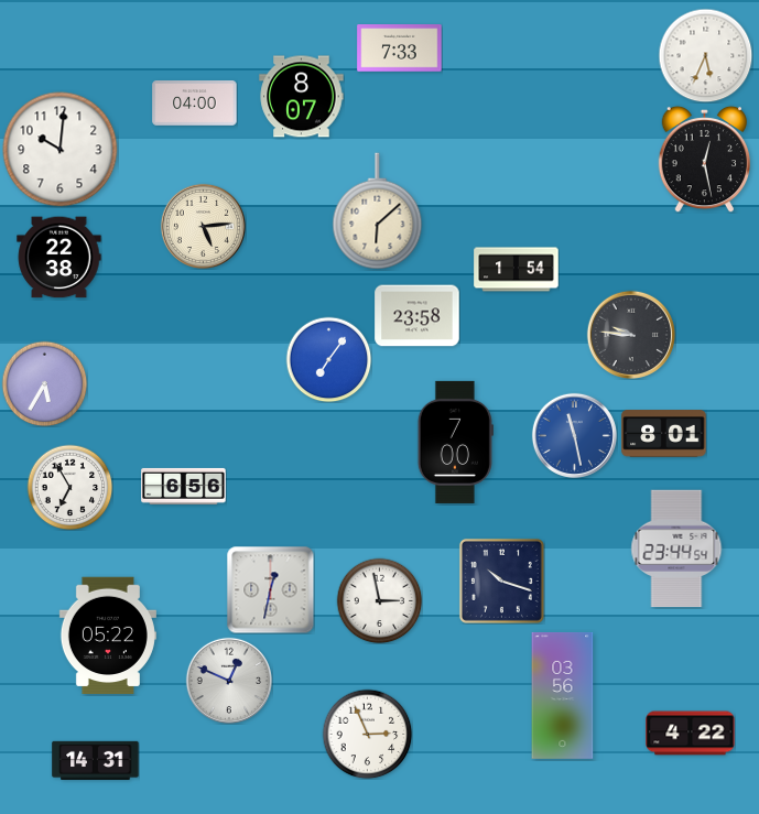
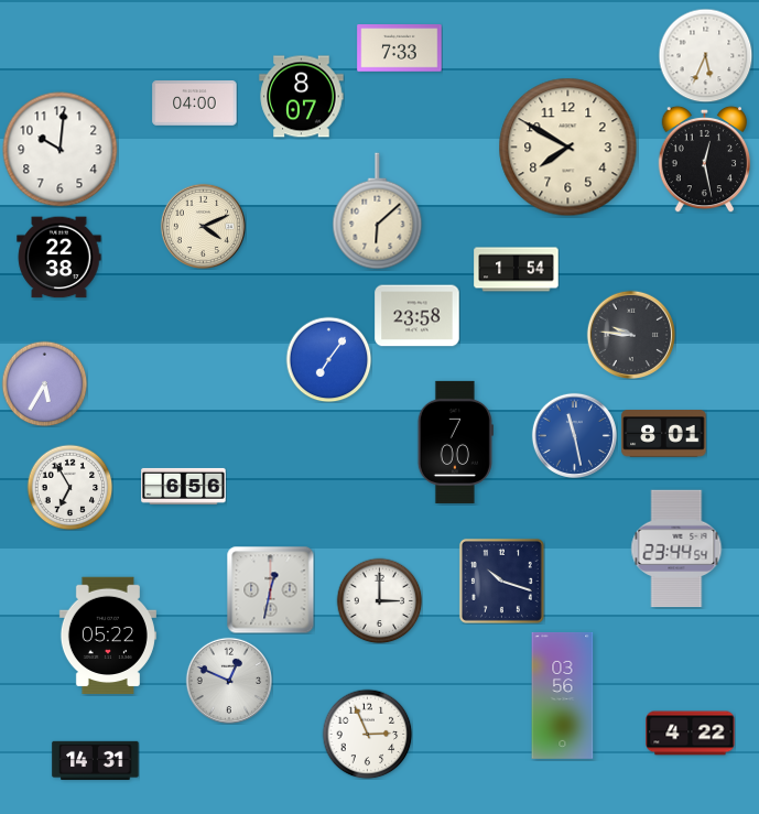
clock at (568, 148): none -> 7:50
clock at (203, 226): 5:14 -> 4:11
clock at (379, 600): 2:58 -> 3:00
